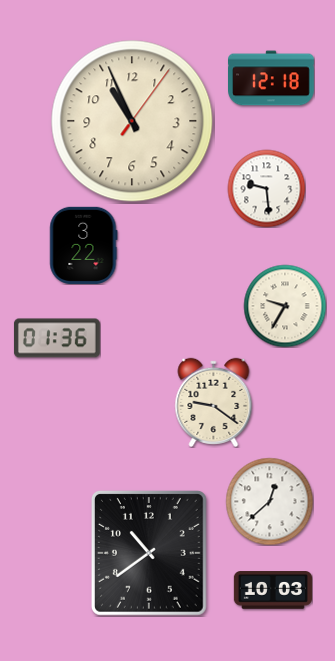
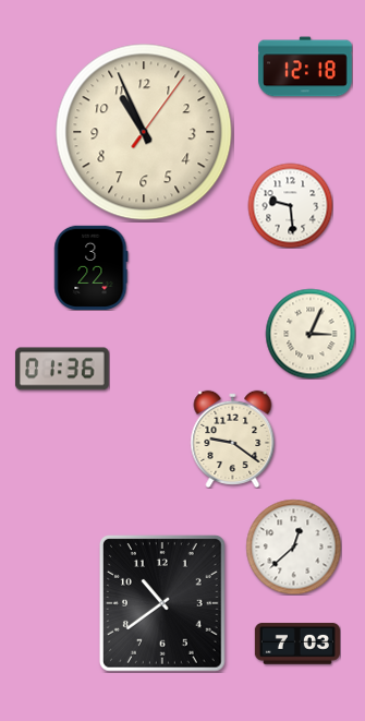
clock at (272, 78) position: (272, 78) -> (306, 67)
clock at (285, 306): 9:35 -> 3:04
clock at (273, 590): 10:03 -> 7:03
